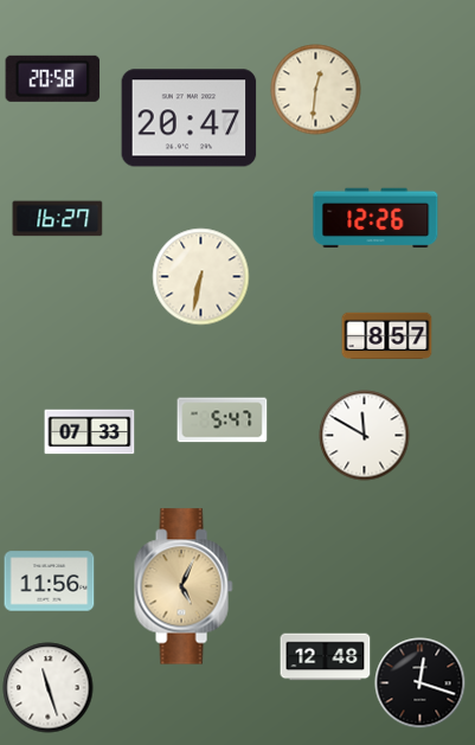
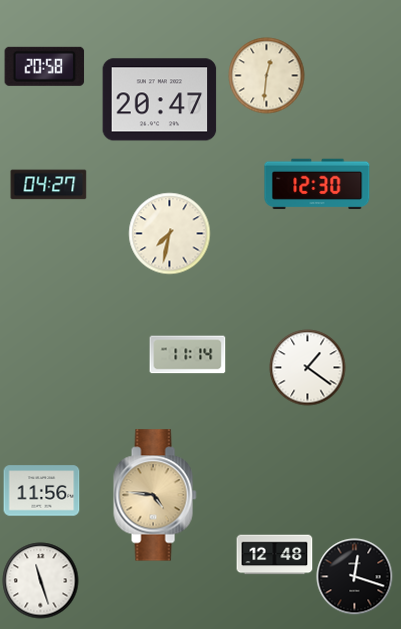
clock at (375, 218): 12:26 -> 12:30
clock at (58, 219): 16:27 -> 04:27
clock at (201, 277): 6:32 -> 7:32
clock at (387, 336): 8:57 -> none
clock at (223, 420): 5:47 -> 11:14
clock at (90, 432): 07:33 -> none
clock at (365, 436): 11:50 -> 1:21
clock at (184, 586): 5:04 -> 4:46
